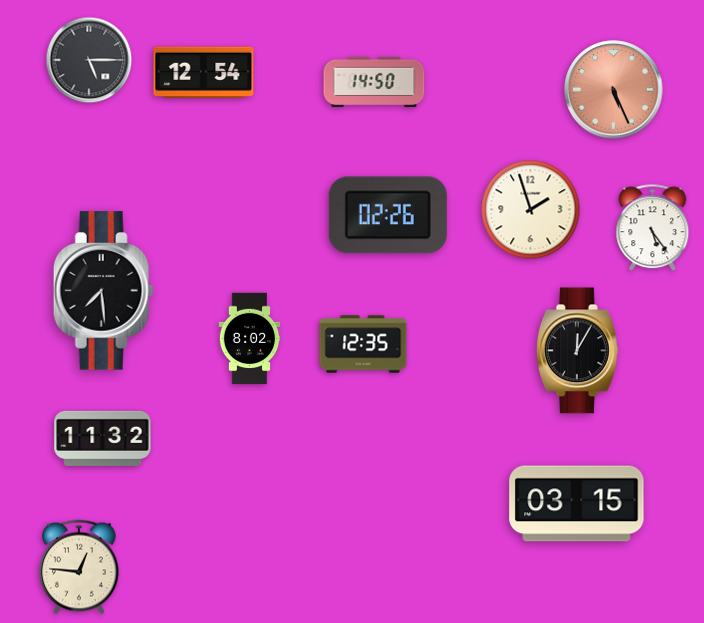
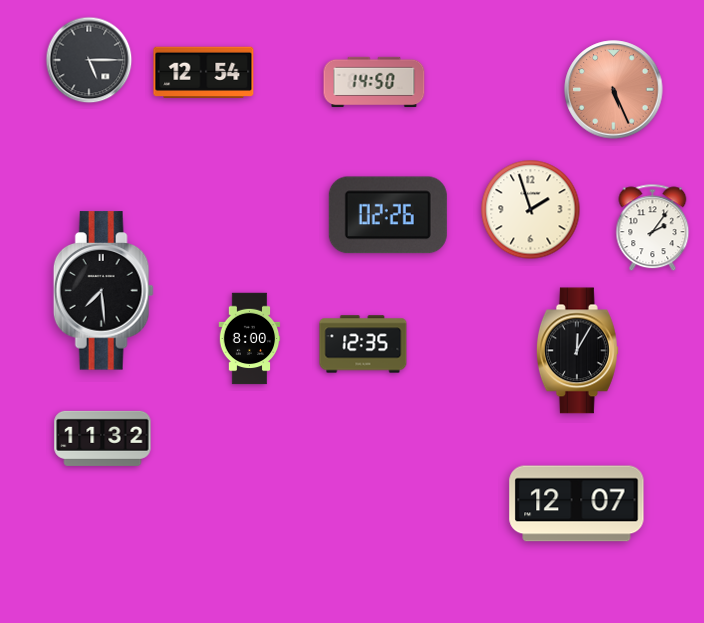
clock at (653, 228): 5:24 -> 2:06
clock at (250, 339): 8:02 -> 8:00
clock at (577, 504): 03:15 -> 12:07
clock at (79, 567): 12:46 -> none
